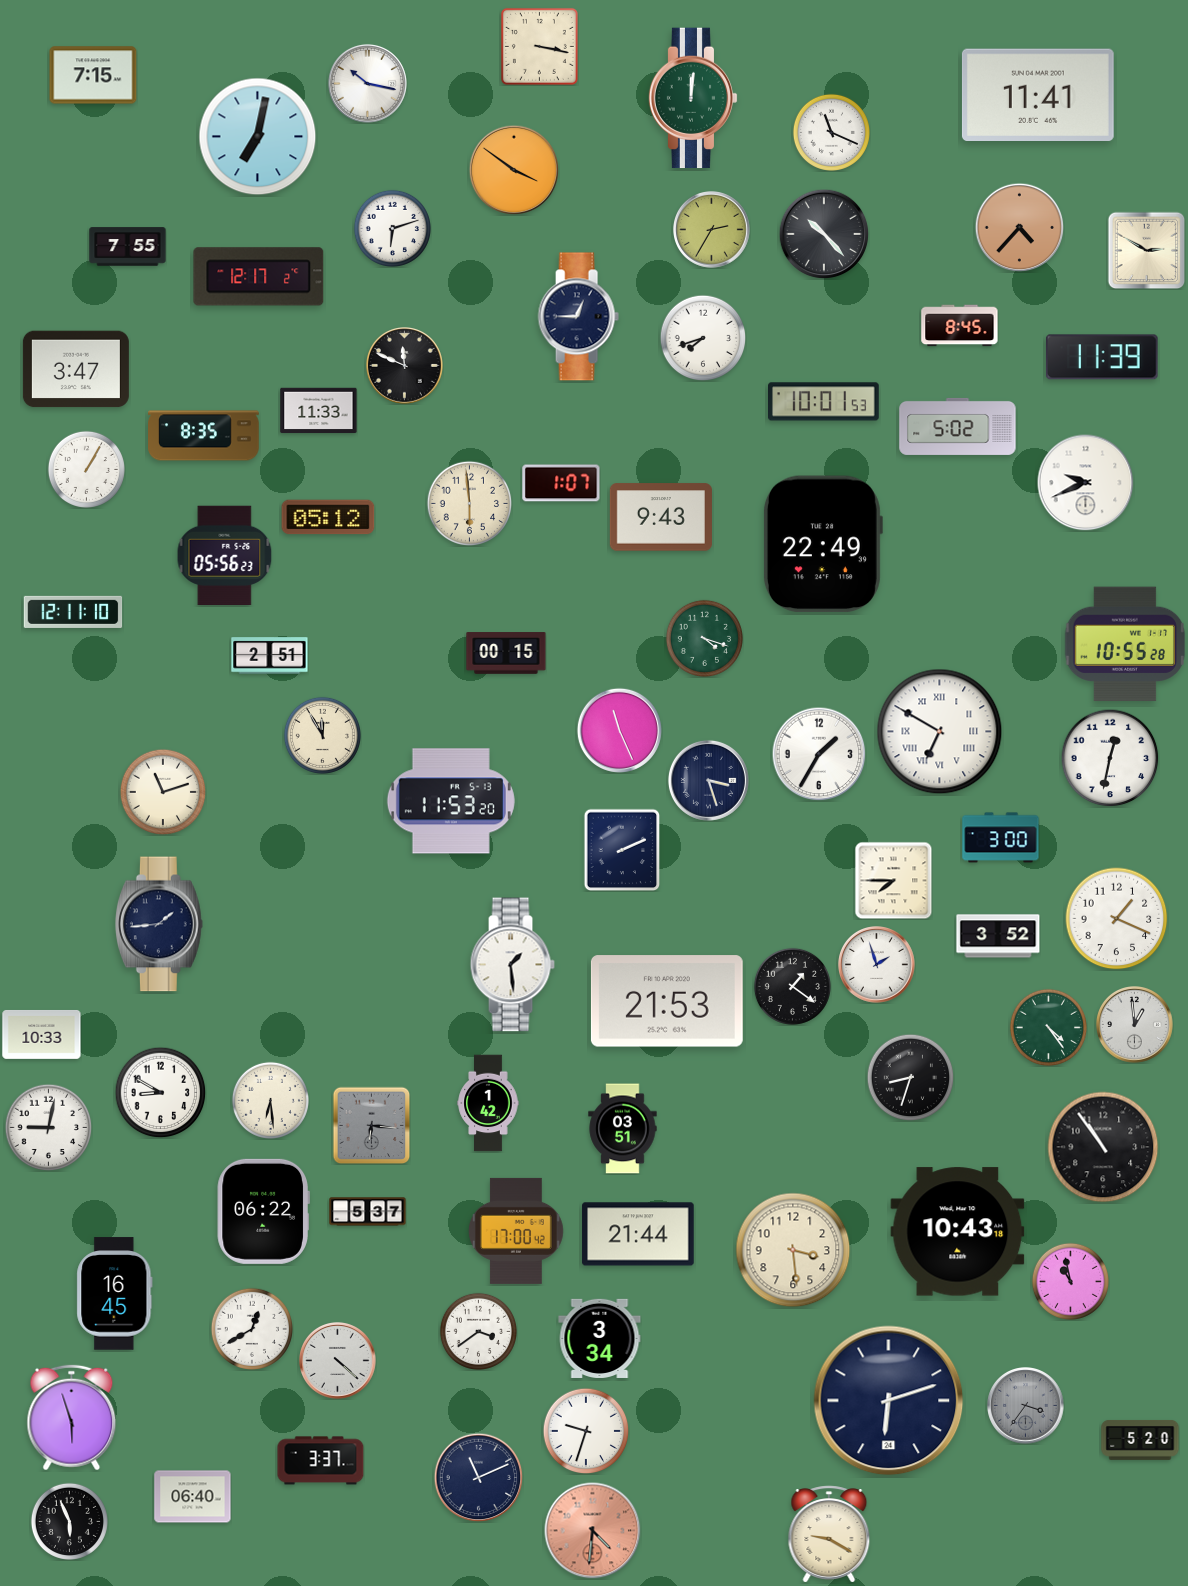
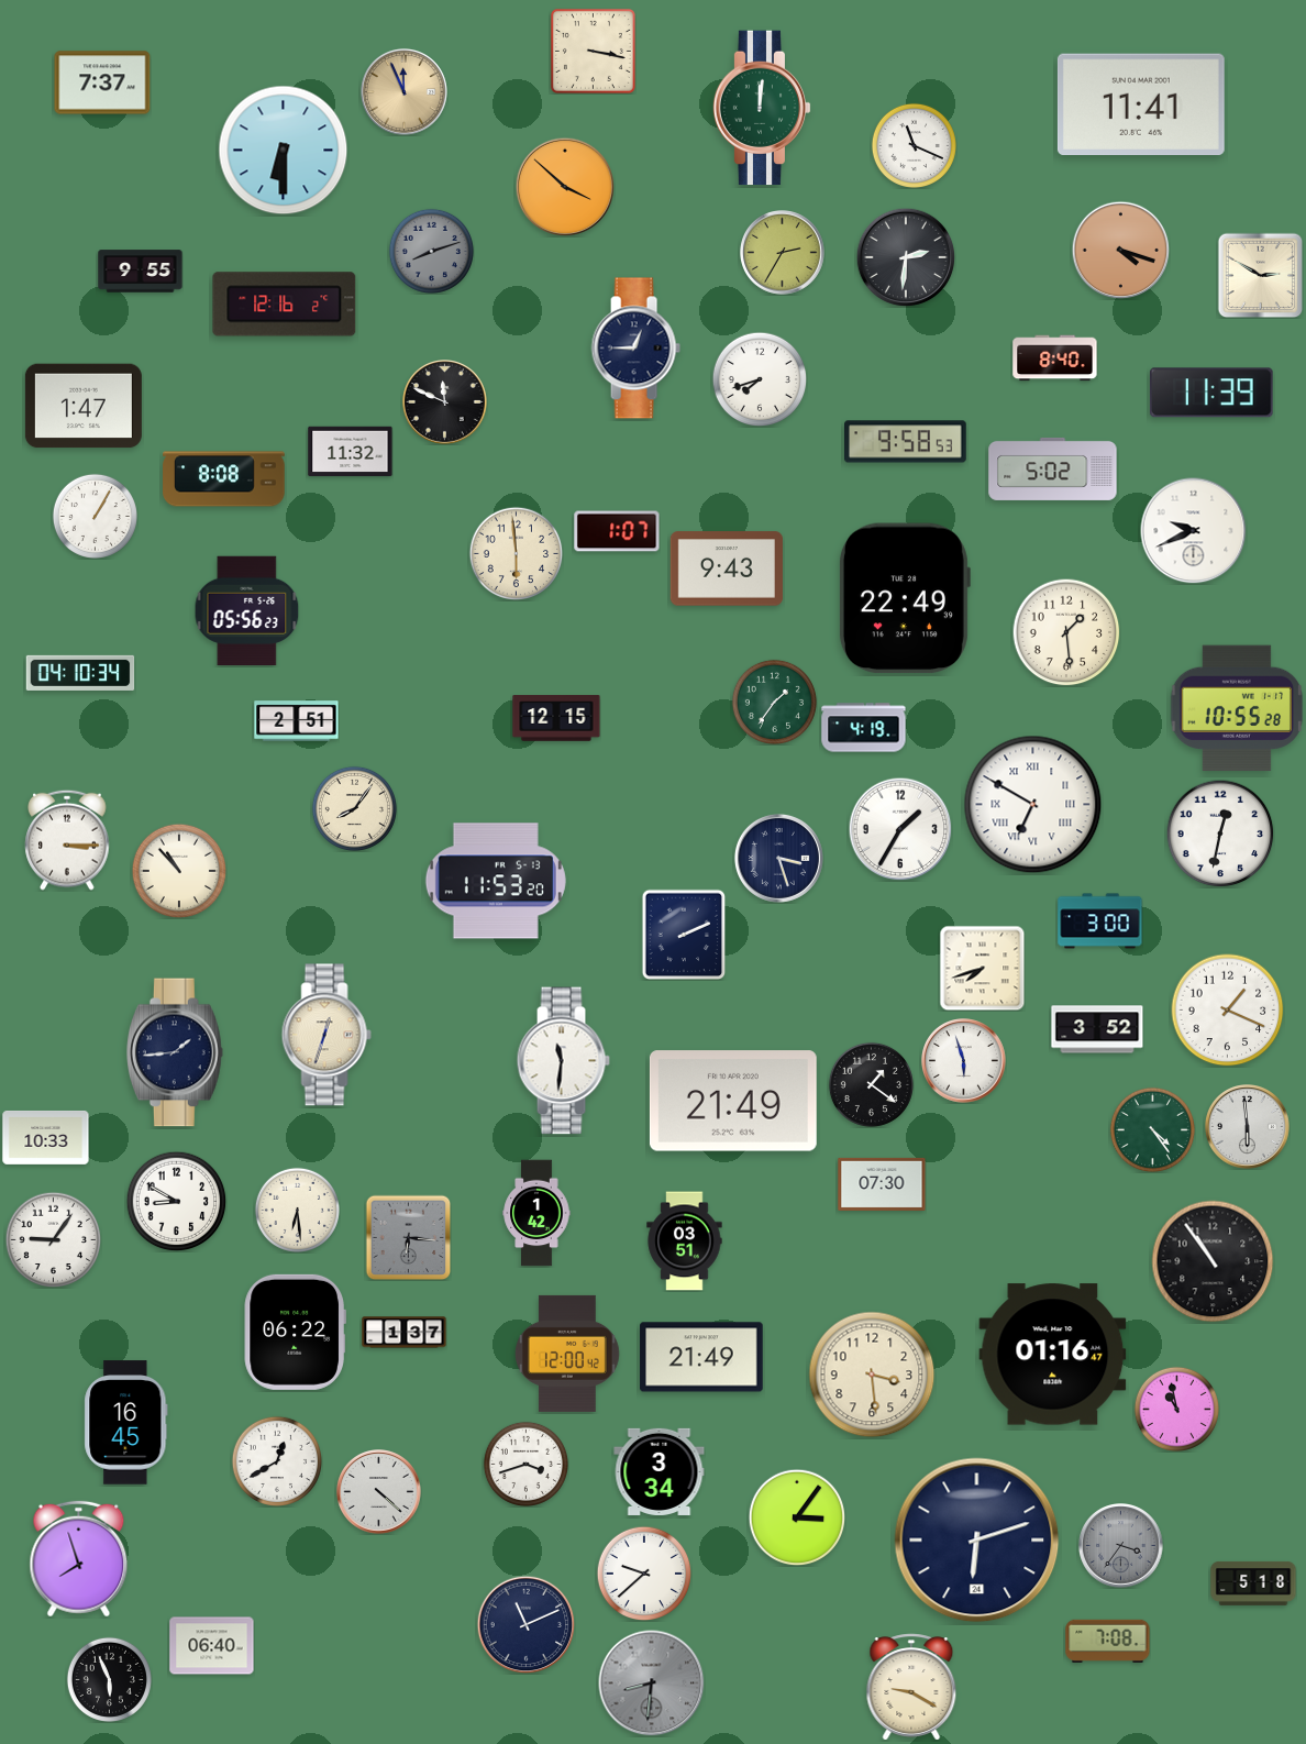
clock at (93, 75): 7:15 -> 7:37
clock at (367, 83): 10:17 -> 11:56
clock at (367, 83) dial: white -> champagne
clock at (258, 137): 7:02 -> 6:30
clock at (514, 170): 3:51 -> 3:52
clock at (1019, 227): 4:37 -> 4:18
clock at (392, 228): 6:12 -> 8:12
clock at (392, 228) dial: white -> grey
clock at (824, 234): 10:23 -> 2:31
clock at (128, 247): 7:55 -> 9:55
clock at (259, 277): 12:17 -> 12:16
clock at (960, 326): 8:45 -> 8:40
clock at (703, 338) position: (703, 338) -> (760, 379)
clock at (76, 369): 3:47 -> 1:47
clock at (824, 402): 10:01 -> 9:58
clock at (319, 411): 11:33 -> 11:32
clock at (204, 436): 8:35 -> 8:08
clock at (328, 517): 05:12 -> none
clock at (1066, 632): none -> 1:29
clock at (73, 612): 12:11 -> 04:10
clock at (704, 638): 4:18 -> 1:36
clock at (506, 653): 00:15 -> 12:15
clock at (864, 728): none -> 4:19
clock at (619, 730): 11:26 -> none
clock at (322, 735): 11:55 -> 8:06
clock at (67, 840): none -> 3:15
clock at (163, 792): 11:12 -> 10:53
clock at (893, 880): 7:45 -> 7:42
clock at (159, 924) position: (159, 924) -> (175, 1052)
clock at (326, 1035): none -> 12:33
clock at (512, 965): 1:29 -> 11:31
clock at (877, 965): 1:57 -> 5:57
clock at (667, 1001): 21:53 -> 21:49
clock at (1135, 1025): 12:59 -> 5:59
clock at (882, 1184): none -> 07:30
clock at (910, 1077): 8:33 -> none
clock at (48, 1127): 9:02 -> 9:06
clock at (263, 1211) position: (263, 1211) -> (295, 1332)
clock at (368, 1212): 5:37 -> 1:37
clock at (516, 1231): 17:00 -> 12:00
clock at (958, 1232): 10:43 -> 01:16
clock at (638, 1234): 21:44 -> 21:49
clock at (478, 1331): 3:39 -> 3:42
clock at (338, 1361) position: (338, 1361) -> (379, 1492)
clock at (797, 1517): none -> 3:06
clock at (1026, 1406) position: (1026, 1406) -> (1121, 1546)
clock at (72, 1418): 5:57 -> 7:57
clock at (586, 1431): 9:33 -> 9:38
clock at (1140, 1440): 5:20 -> 5:18
clock at (321, 1461): 3:37 -> none
clock at (1108, 1641): none -> 7:08
clock at (69, 1521) position: (69, 1521) -> (109, 1679)
clock at (593, 1531): 4:31 -> 8:31
clock at (593, 1531) dial: salmon -> grey
